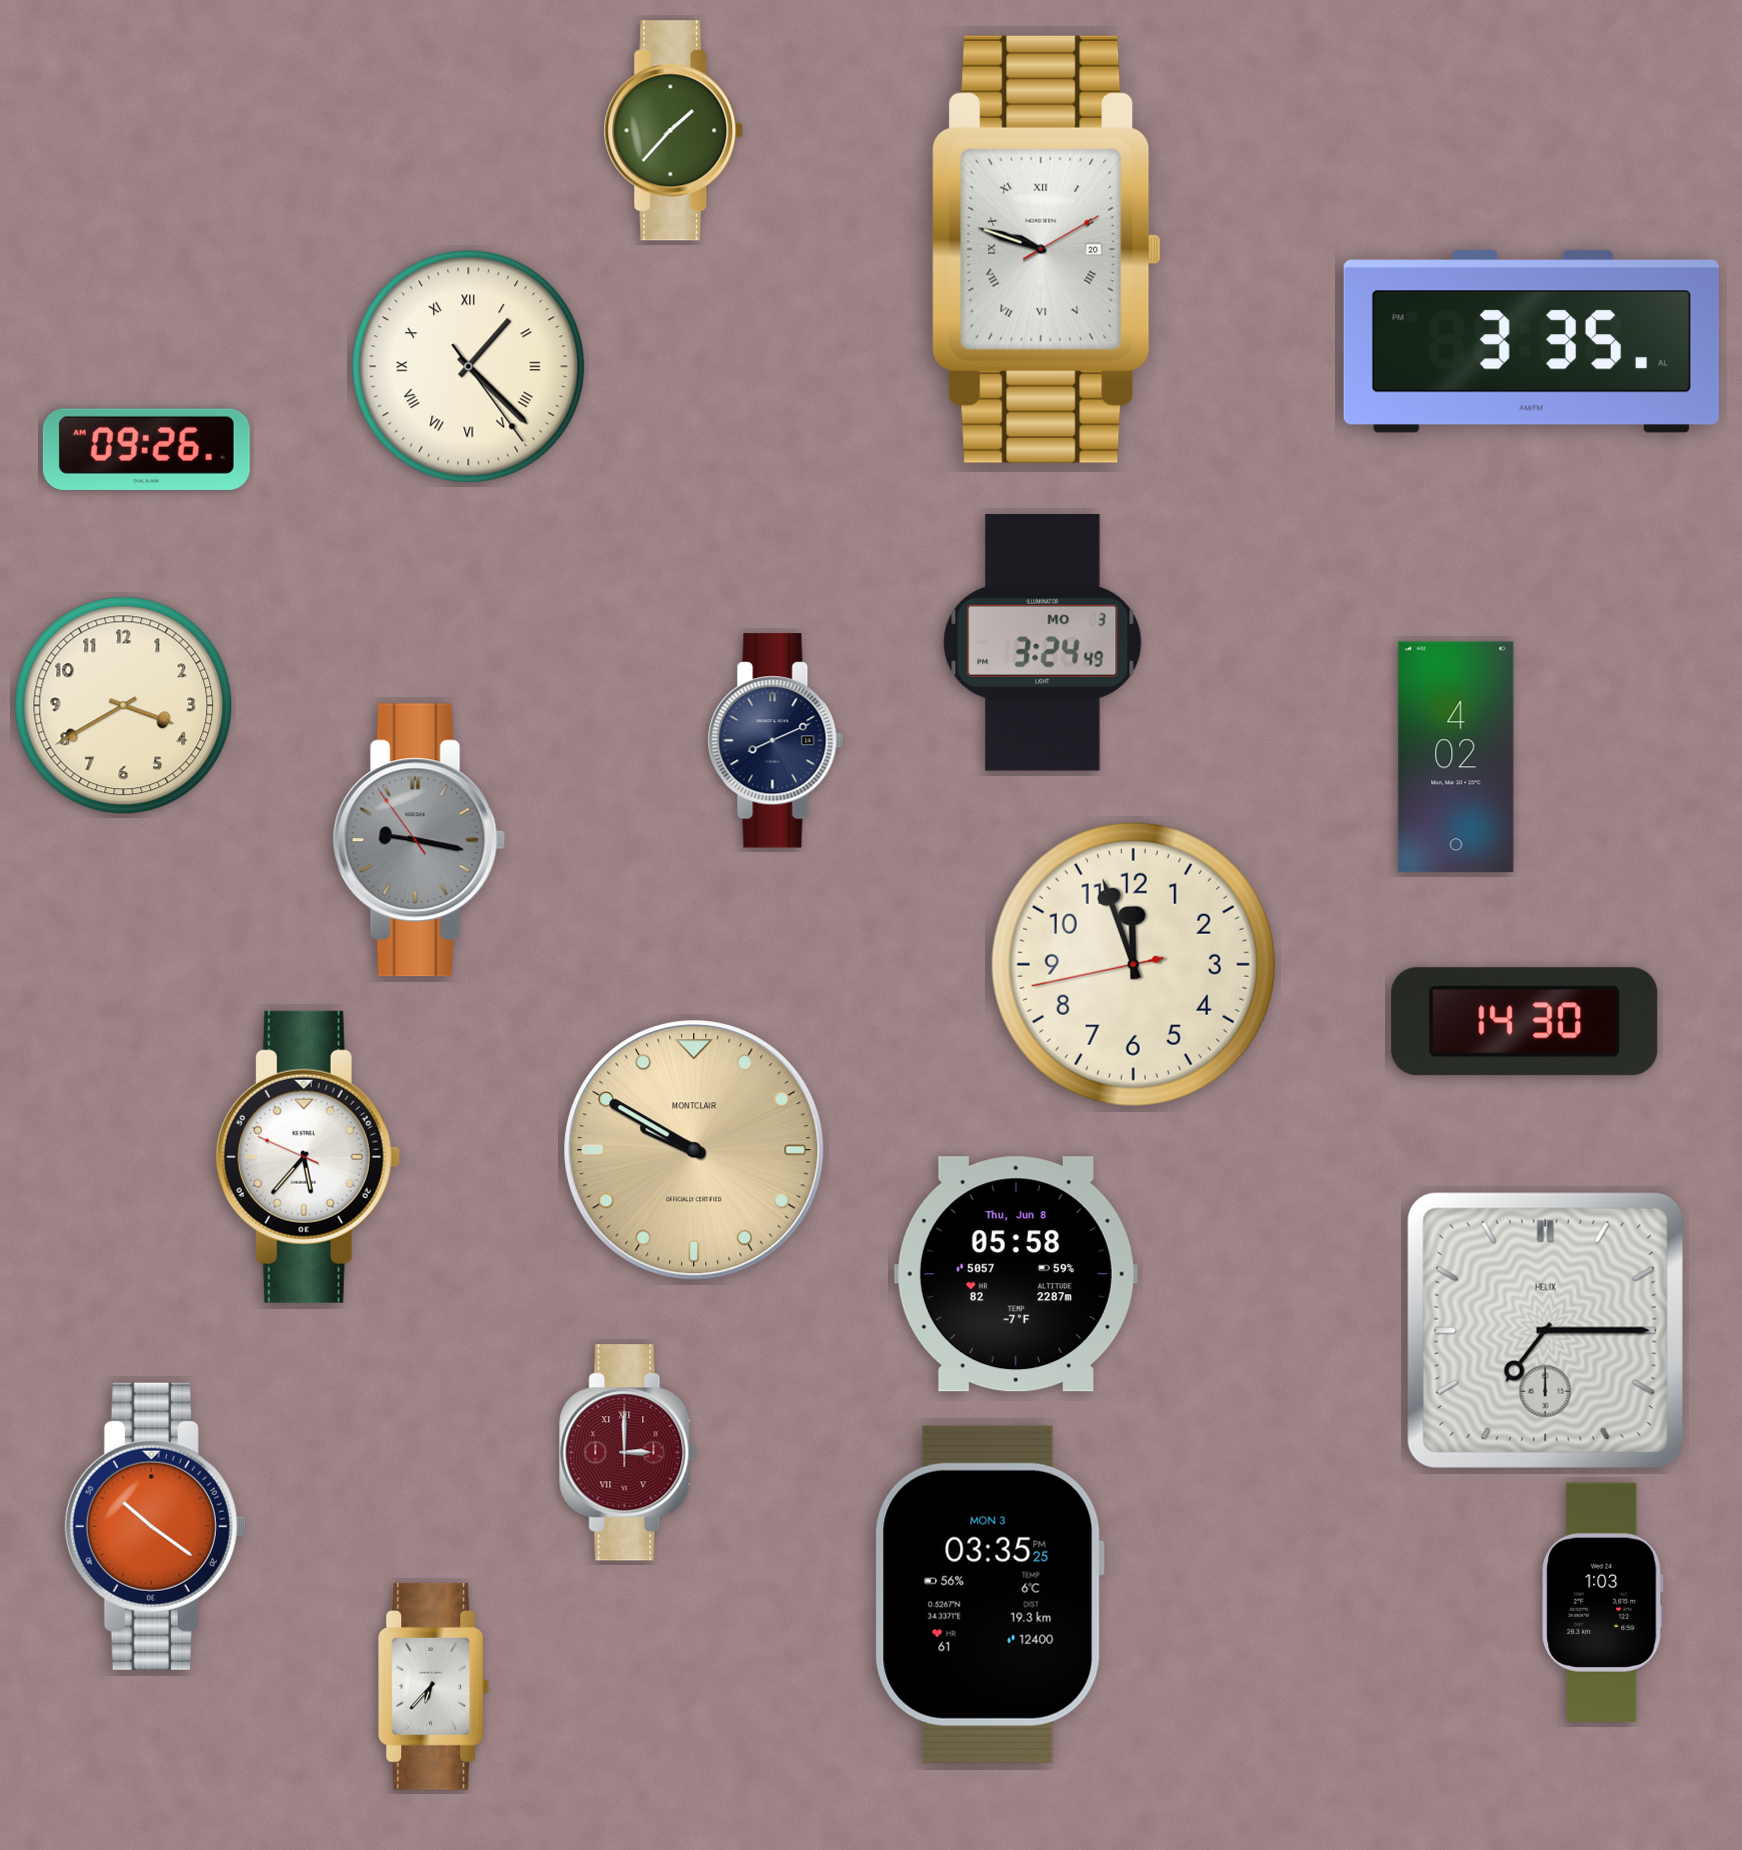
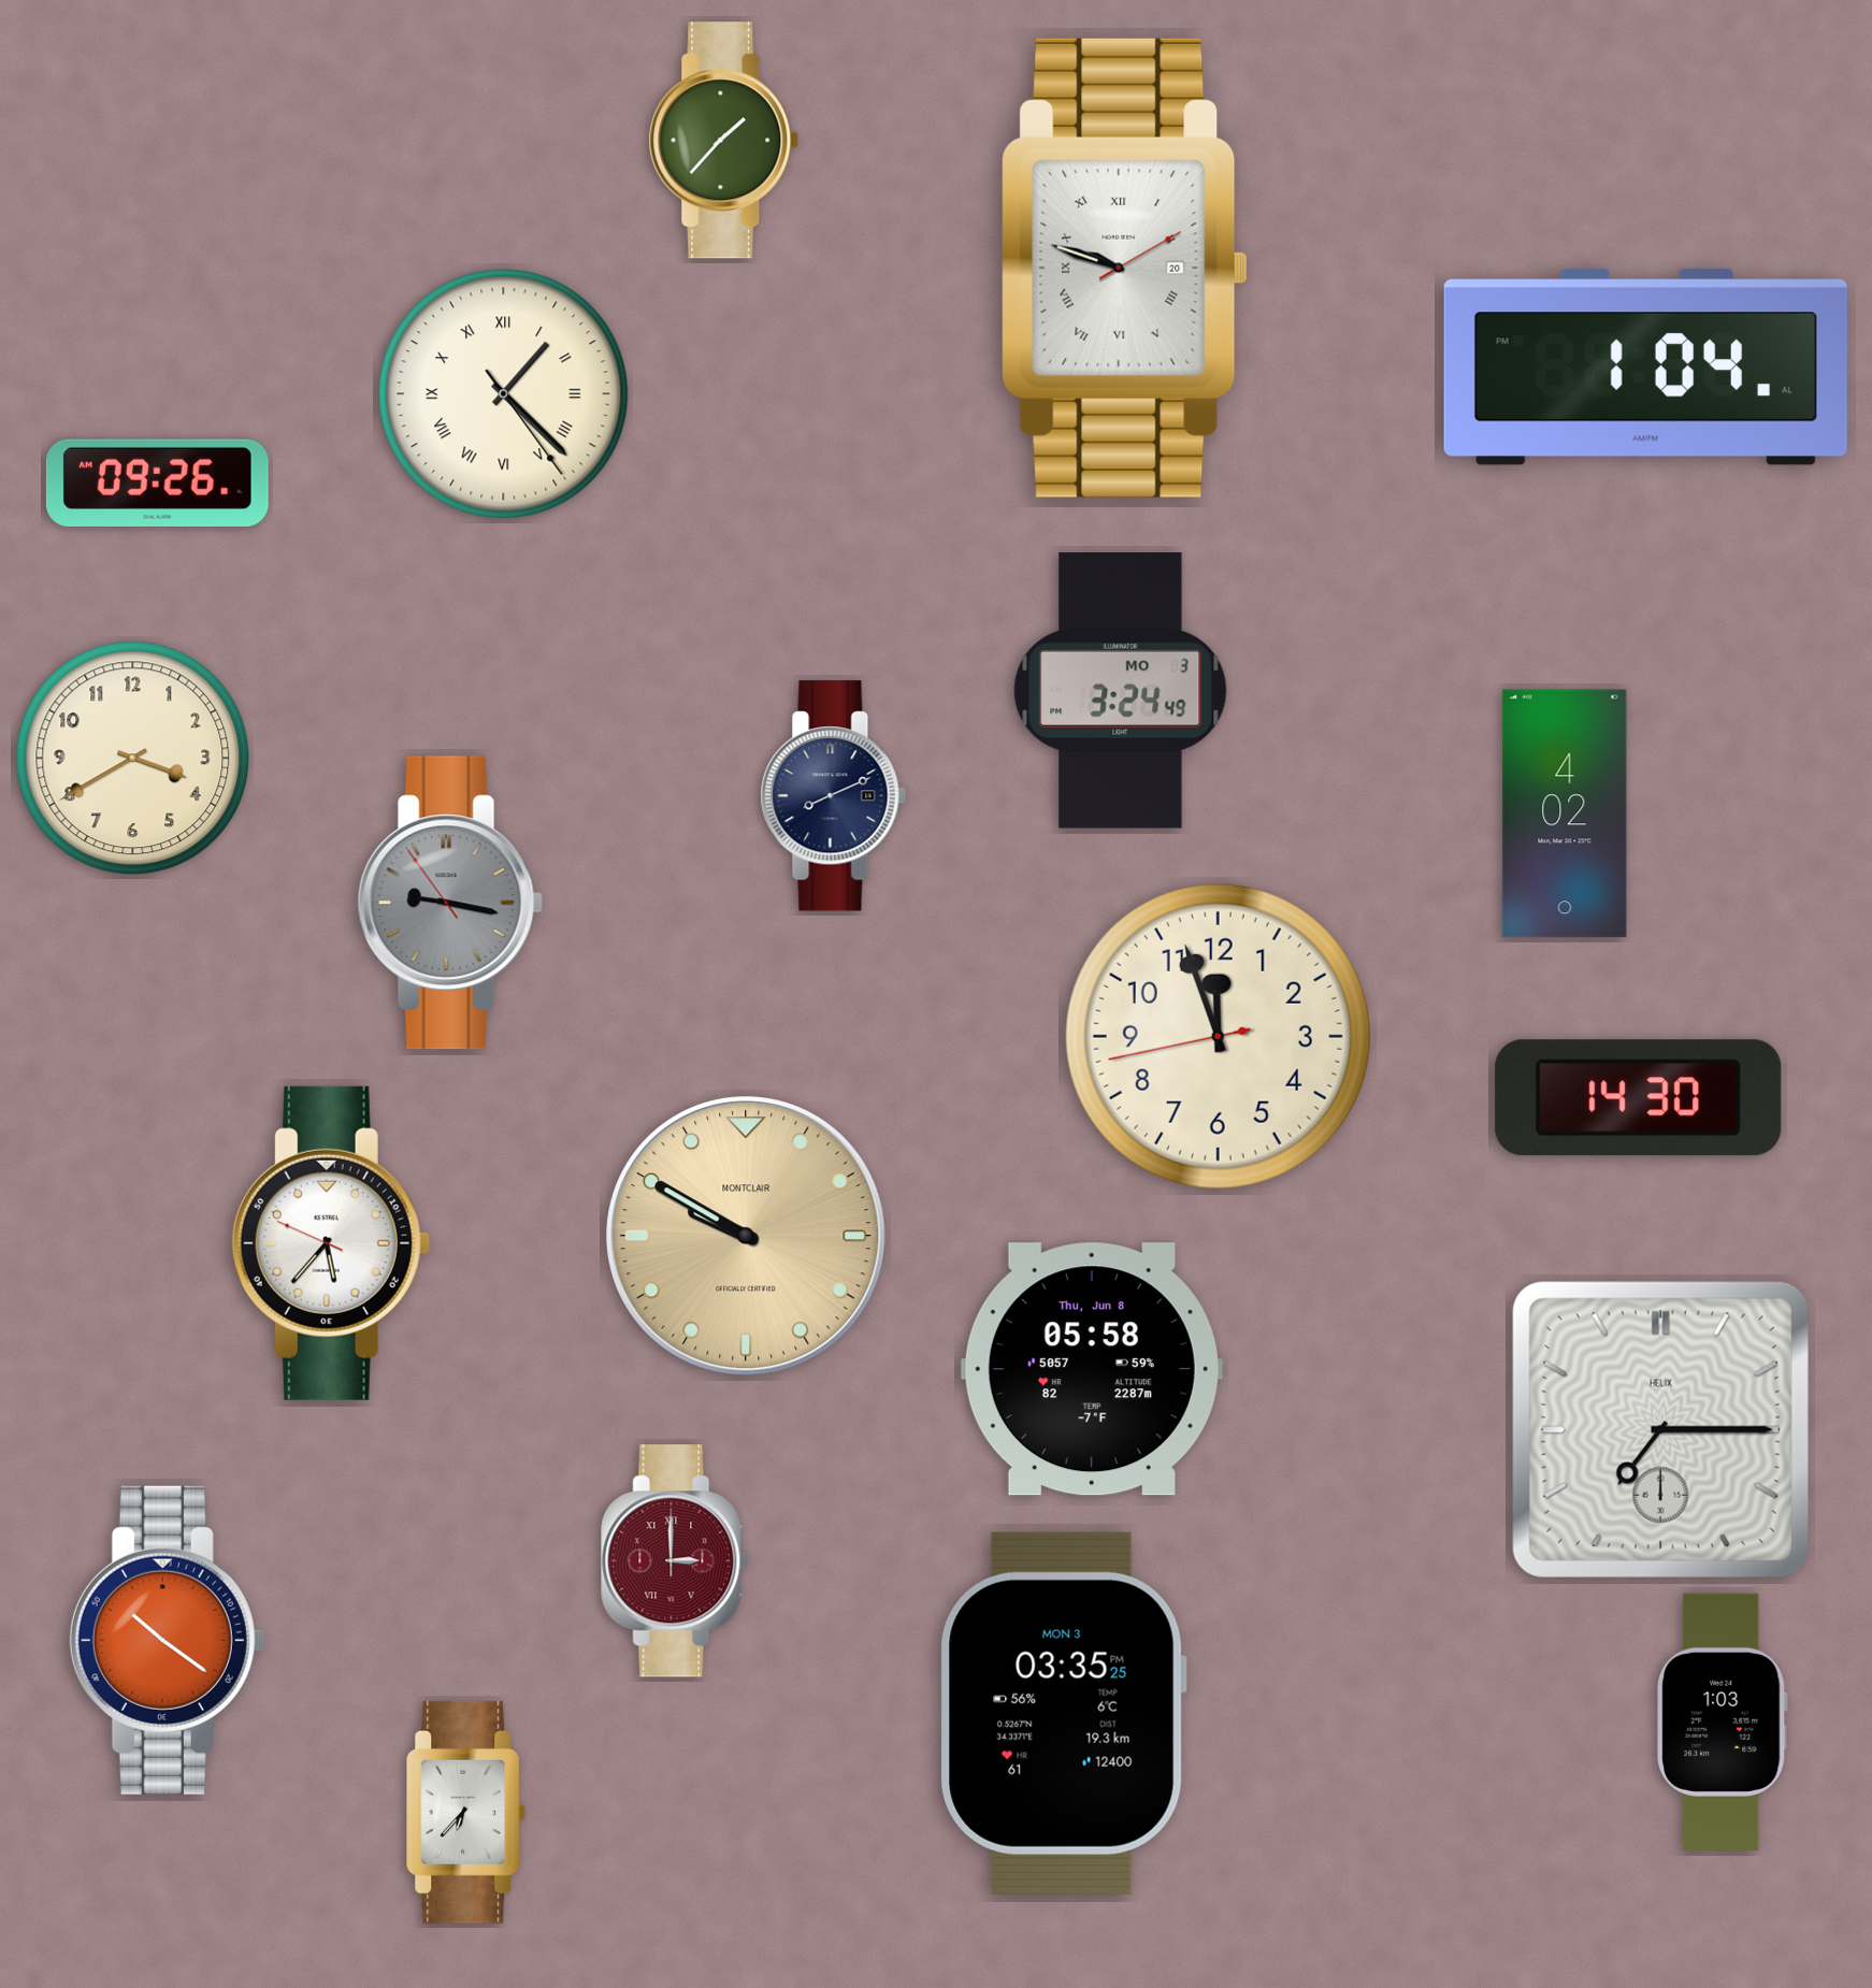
clock at (1531, 341): 3:35 -> 1:04
